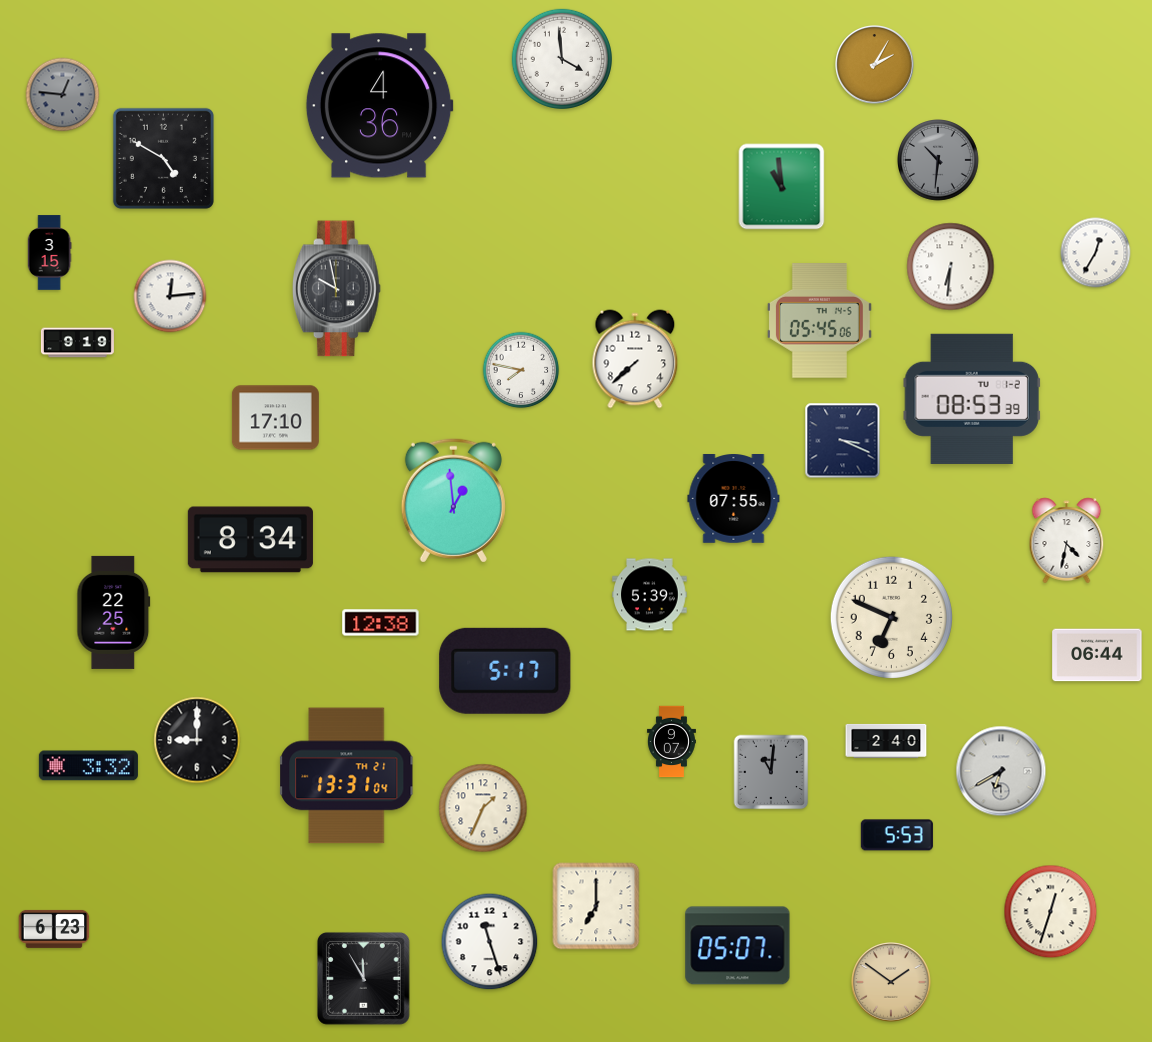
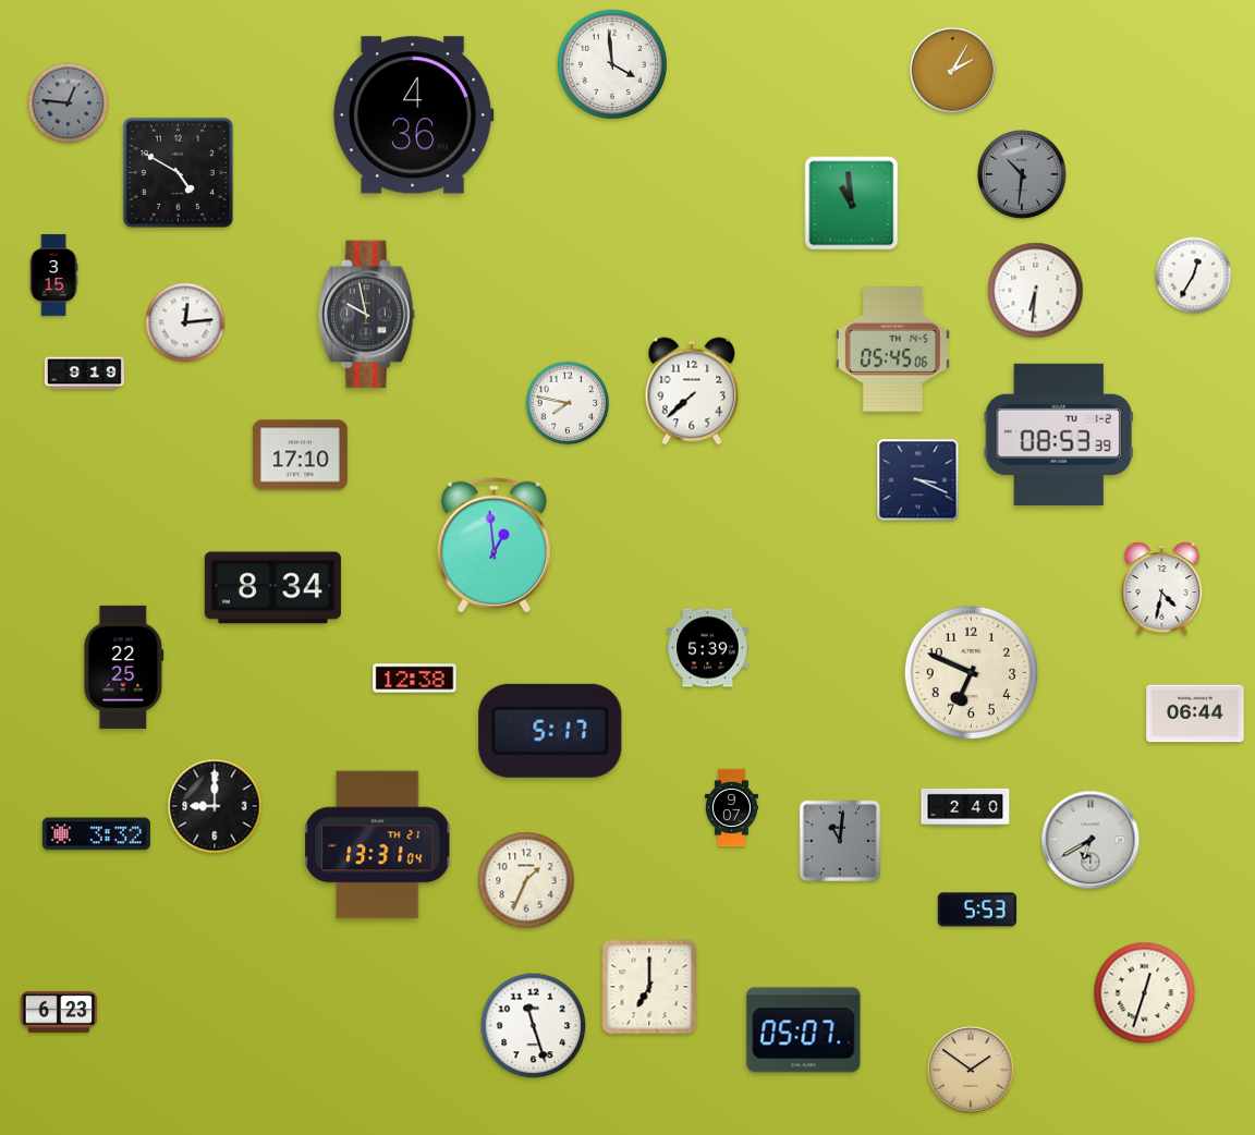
clock at (734, 499): 07:55 -> none
clock at (363, 978): 11:55 -> none
